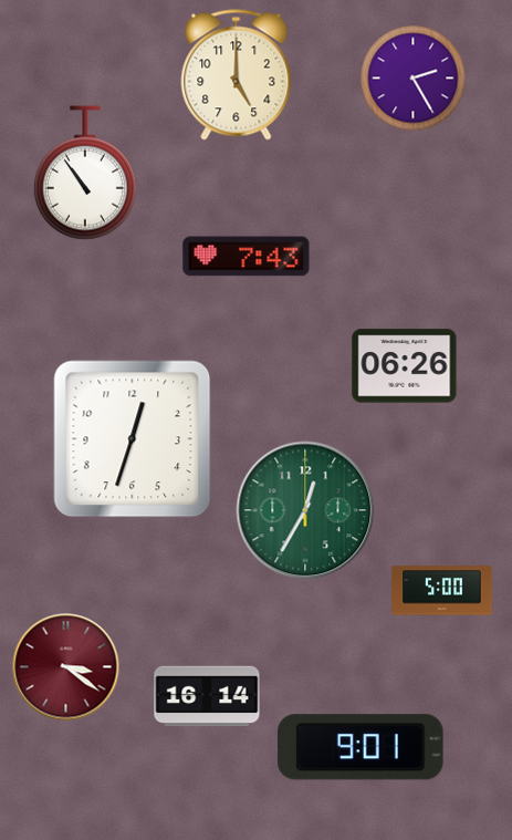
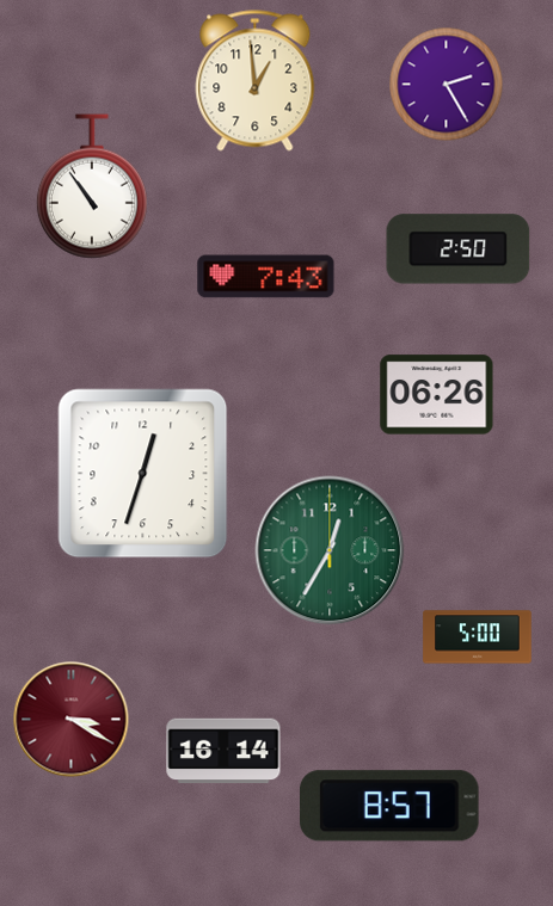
clock at (237, 75): 5:00 -> 12:59
clock at (459, 249): none -> 2:50
clock at (66, 667): 3:21 -> 3:20
clock at (362, 747): 9:01 -> 8:57
